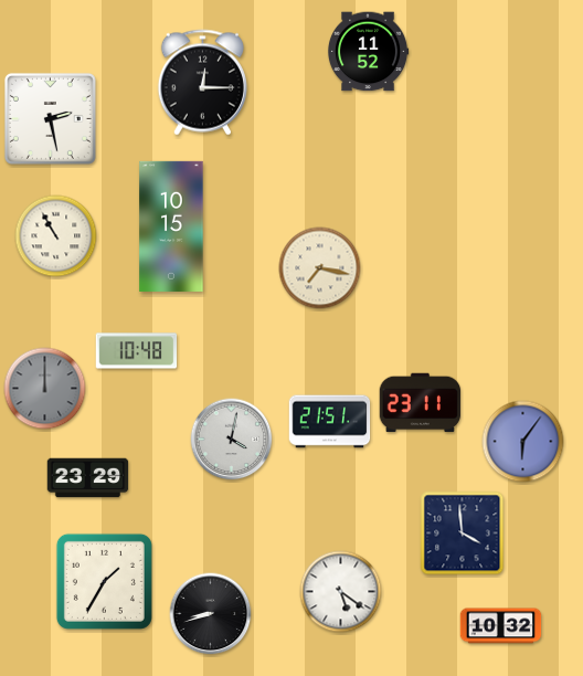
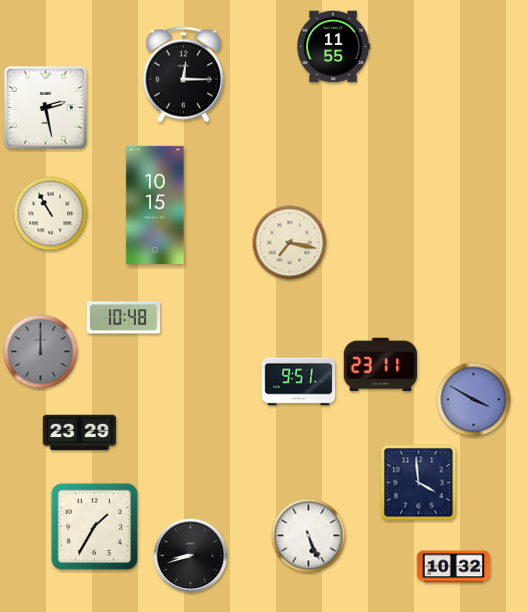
clock at (368, 52): 11:52 -> 11:55
clock at (330, 422): 21:51 -> 9:51
clock at (232, 440): 4:02 -> none
clock at (523, 442): 6:06 -> 3:50
clock at (341, 592): 5:21 -> 5:26
